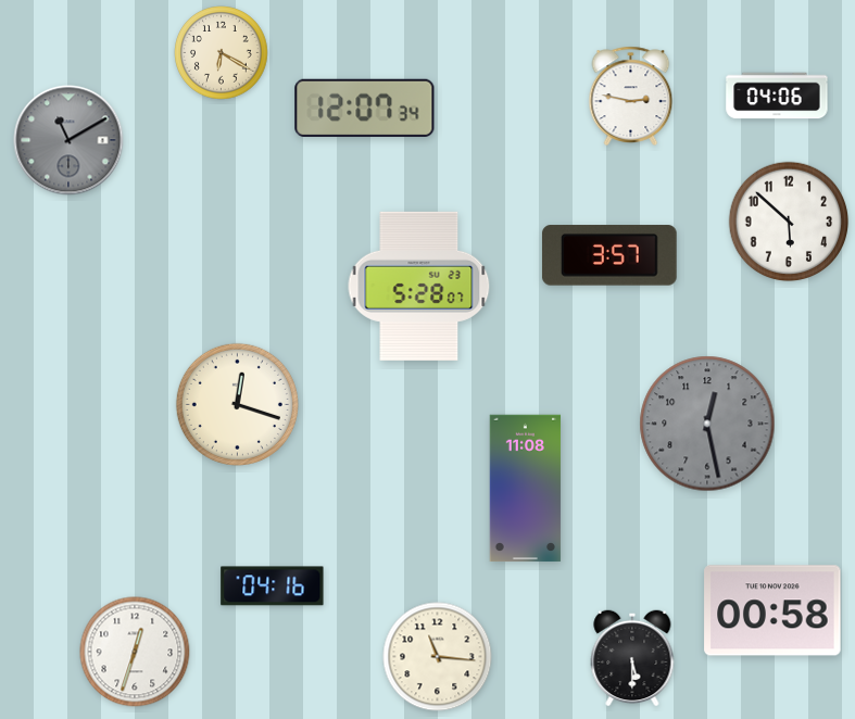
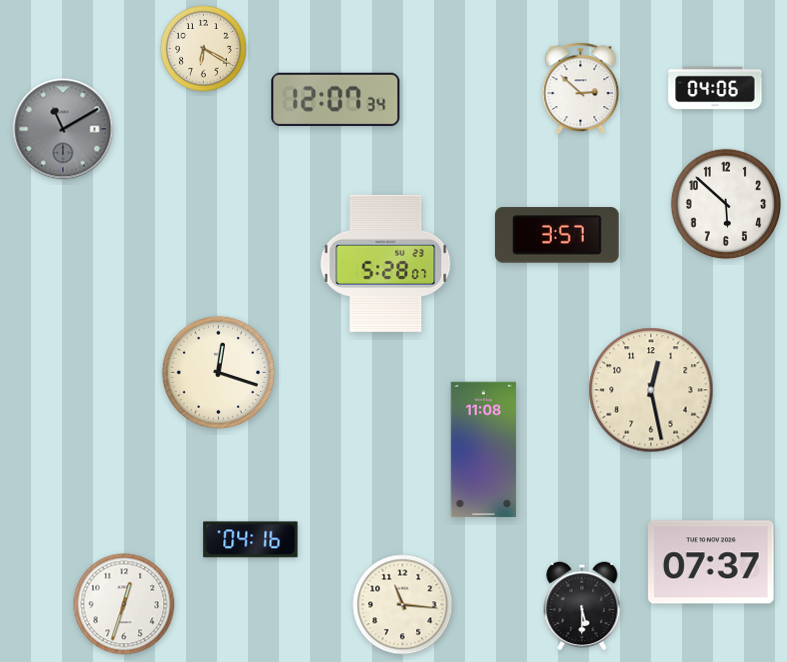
clock at (631, 96): 2:47 -> 2:52
clock at (609, 255) position: (609, 255) -> (557, 235)
clock at (707, 424) dial: grey -> cream
clock at (772, 610): 00:58 -> 07:37
clock at (135, 652) position: (135, 652) -> (124, 604)
